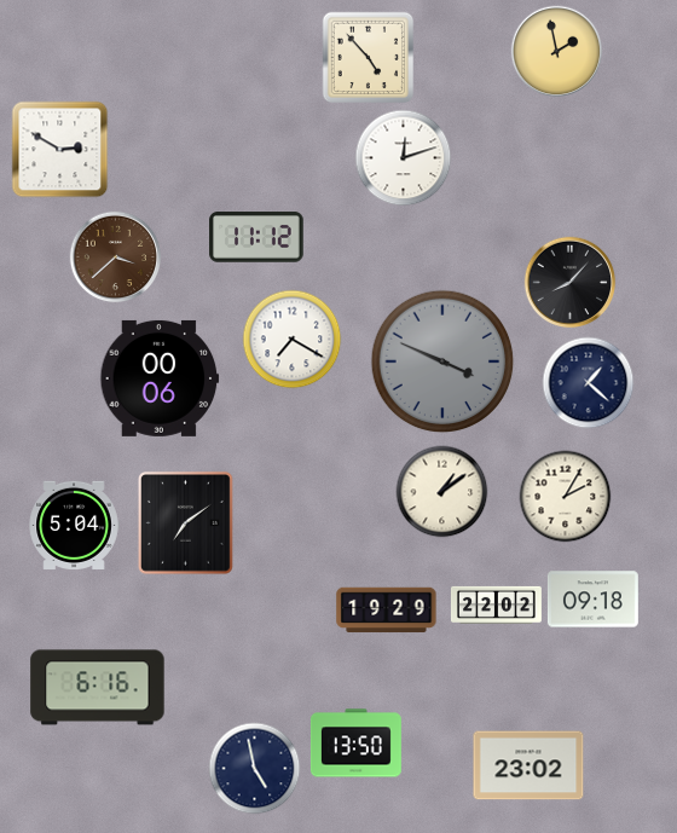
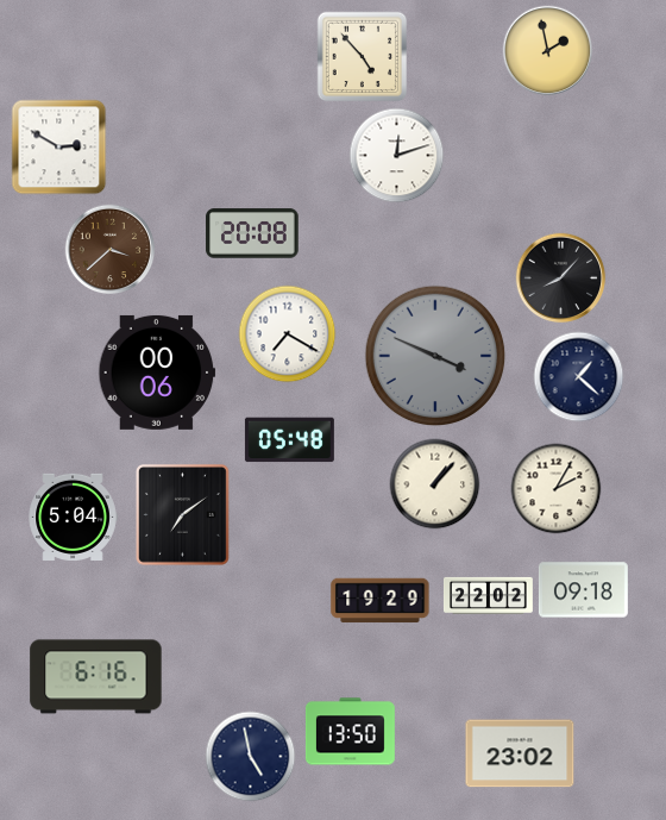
clock at (256, 237): 11:12 -> 20:08
clock at (116, 258) position: (116, 258) -> (111, 250)
clock at (289, 440): none -> 05:48
clock at (442, 492): 1:09 -> 1:07
